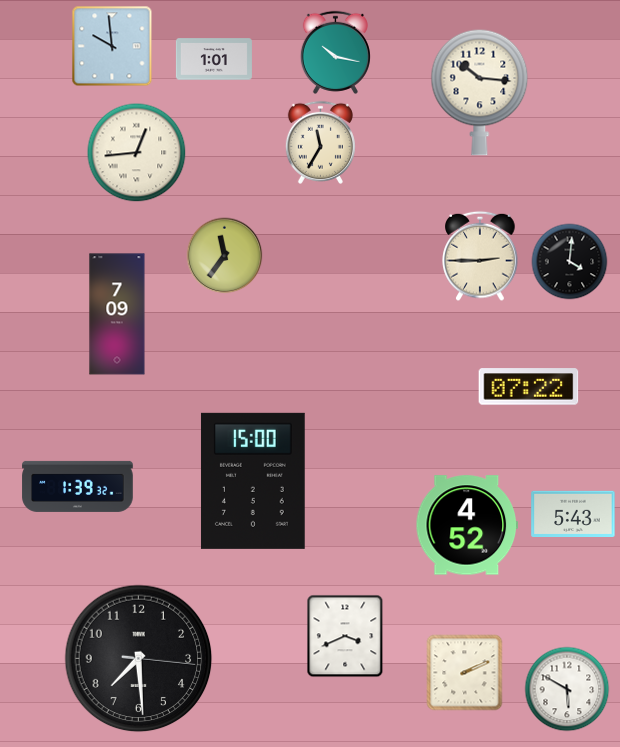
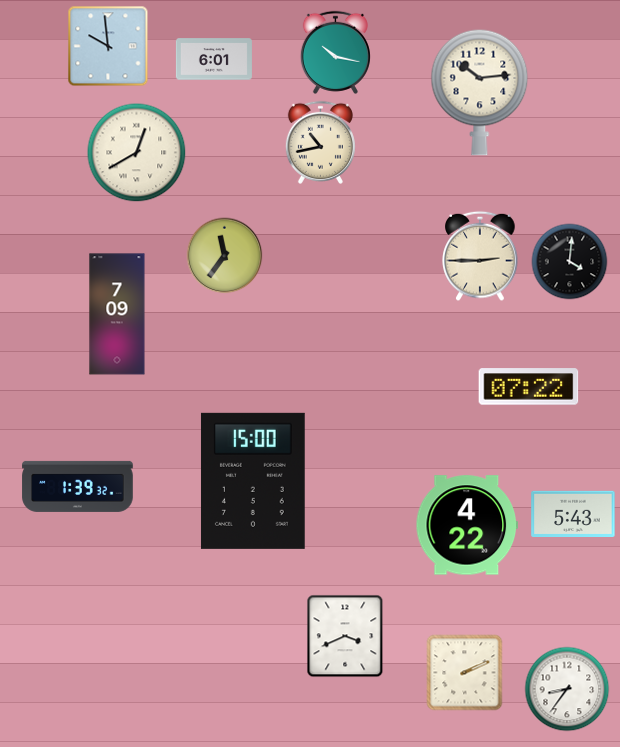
clock at (112, 46) position: (112, 46) -> (108, 46)
clock at (214, 59): 1:01 -> 6:01
clock at (480, 92): 10:16 -> 10:14
clock at (320, 142): 11:35 -> 10:43
clock at (137, 153): 12:44 -> 12:40
clock at (466, 525): 4:52 -> 4:22
clock at (139, 659): 7:29 -> none
clock at (567, 689): 5:50 -> 8:36
